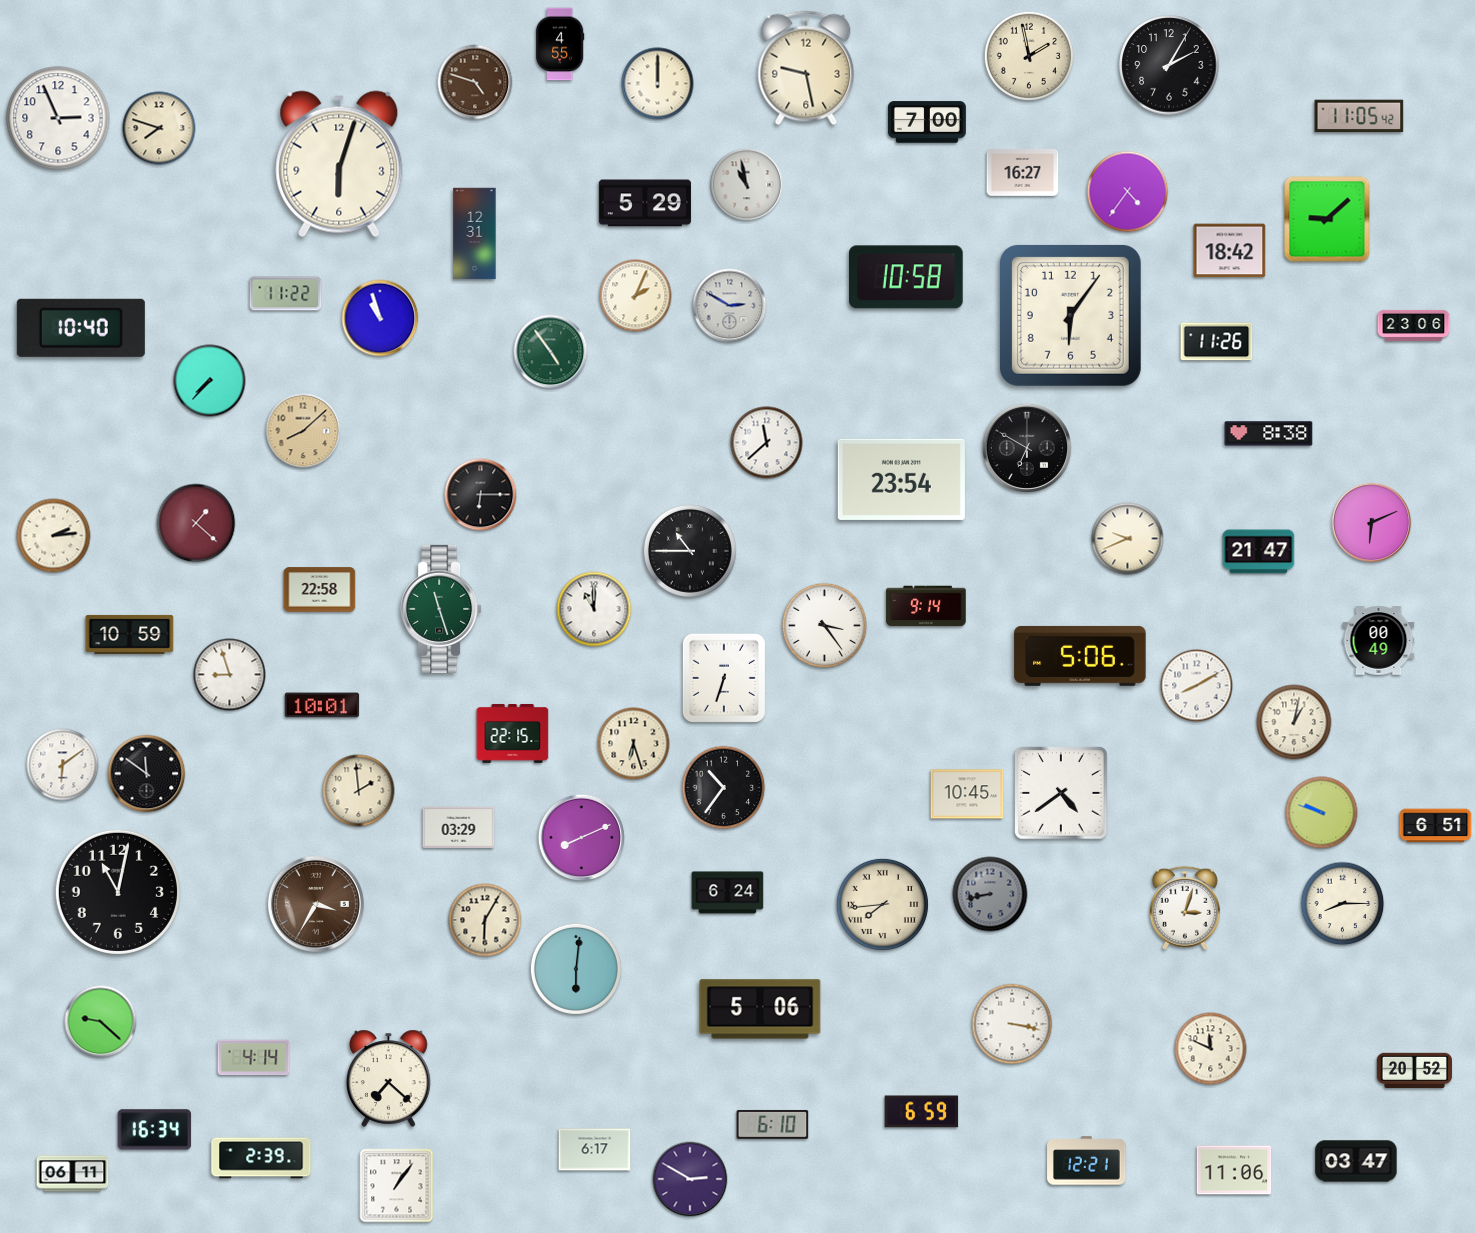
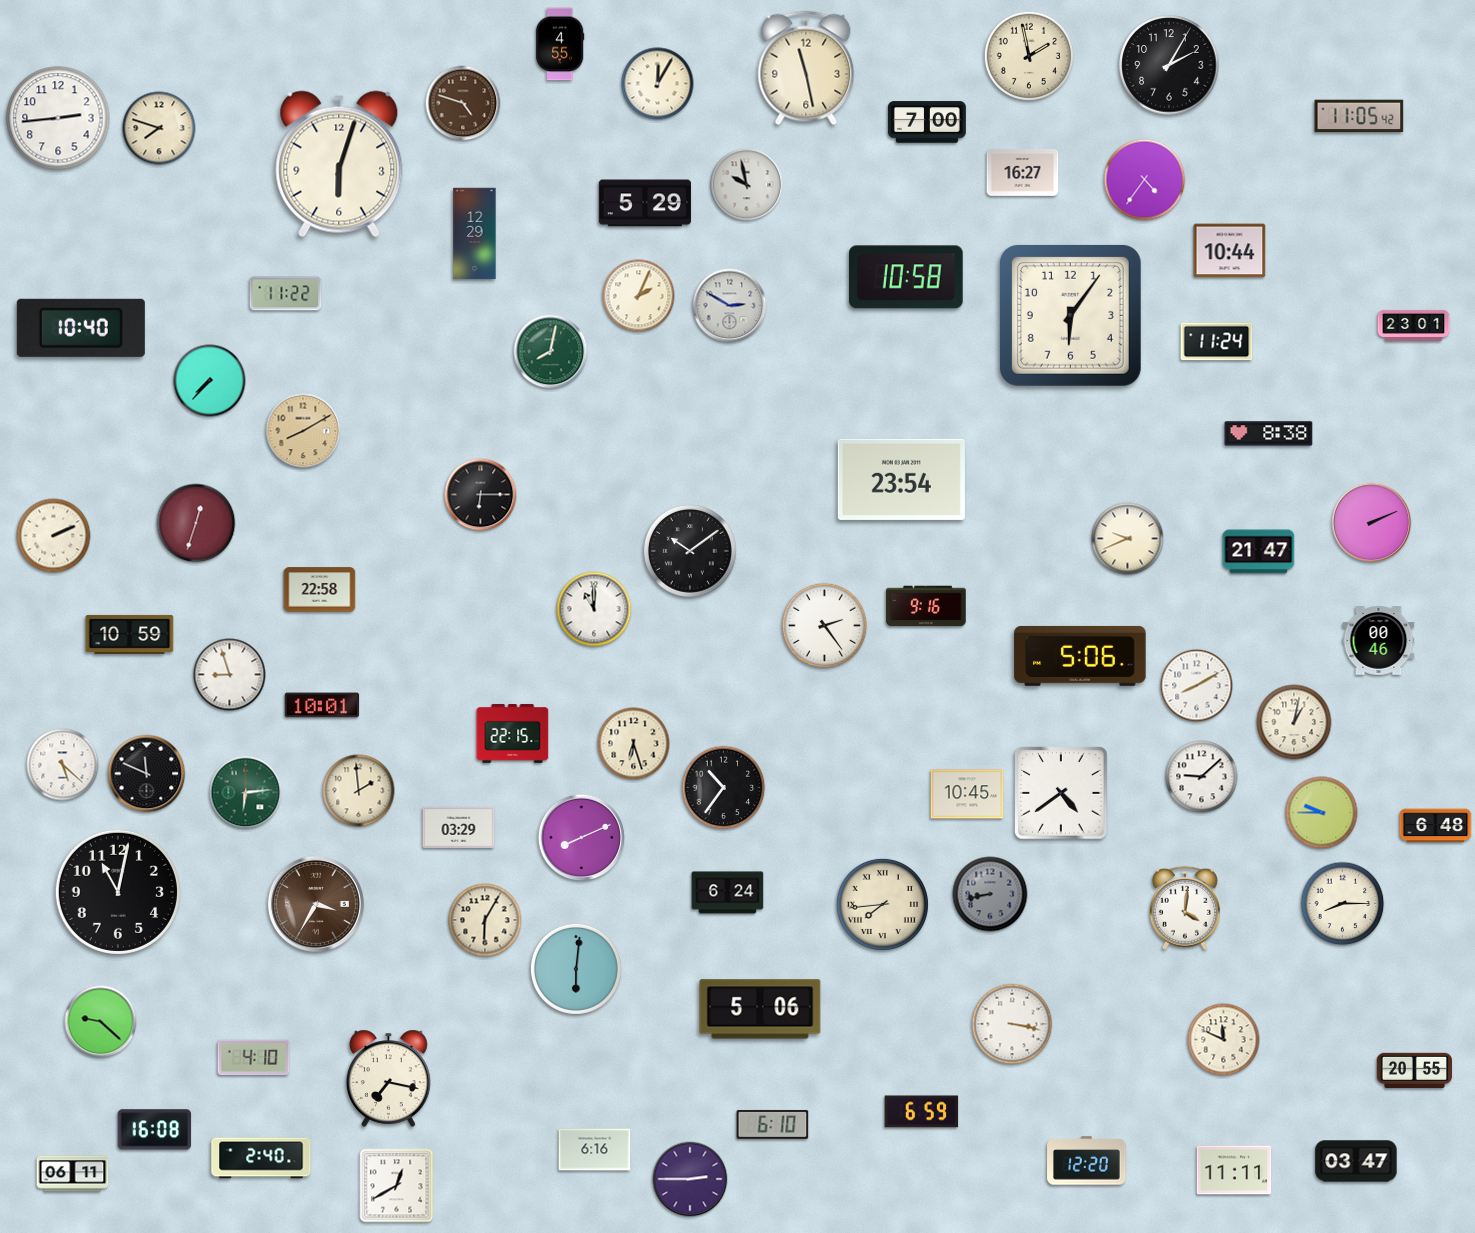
clock at (806, 68): 9:28 -> 11:28
clock at (475, 82) position: (475, 82) -> (463, 103)
clock at (658, 84): 12:00 -> 12:05
clock at (58, 118): 2:56 -> 2:44
clock at (747, 185): 10:58 -> 9:58
clock at (1128, 192) position: (1128, 192) -> (1145, 180)
clock at (1327, 219): 9:08 -> none
clock at (475, 234): 12:31 -> 12:29
clock at (1230, 251): 18:42 -> 10:44
clock at (636, 296) position: (636, 296) -> (639, 296)
clock at (380, 318): 10:57 -> none
clock at (1414, 325): 23:06 -> 23:01
clock at (1217, 342): 11:26 -> 11:24
clock at (551, 352): 4:54 -> 8:02
clock at (303, 431): 8:08 -> 8:10
clock at (767, 443): 11:38 -> none
clock at (1027, 448): 6:50 -> none
clock at (196, 523): 1:22 -> 12:33
clock at (1372, 523): 6:11 -> 2:11
clock at (54, 536): 2:14 -> 2:11
clock at (690, 551): 10:45 -> 10:09
clock at (926, 606): 9:14 -> 9:16
clock at (441, 609): 11:27 -> none
clock at (825, 626): 3:24 -> 2:24
clock at (1379, 641): 00:49 -> 00:46
clock at (724, 678): 6:33 -> none
clock at (63, 765): 6:09 -> 5:22
clock at (147, 774): 11:51 -> 11:49
clock at (1202, 777): none -> 9:08
clock at (246, 793): none -> 6:14
clock at (1322, 813): 9:48 -> 9:45
clock at (1436, 826): 6:51 -> 6:48
clock at (1185, 908): 3:03 -> 4:01
clock at (1211, 1049) position: (1211, 1049) -> (1224, 1040)
clock at (254, 1058): 4:14 -> 4:10
clock at (1414, 1070): 20:52 -> 20:55
clock at (389, 1078): 7:22 -> 7:17
clock at (155, 1130): 16:34 -> 16:08
clock at (595, 1150): 6:17 -> 6:16
clock at (261, 1158): 2:39 -> 2:40
clock at (1087, 1161): 12:21 -> 12:20
clock at (1234, 1170): 11:06 -> 11:11
clock at (690, 1179): 2:50 -> 2:45
clock at (397, 1186): 1:06 -> 12:40
